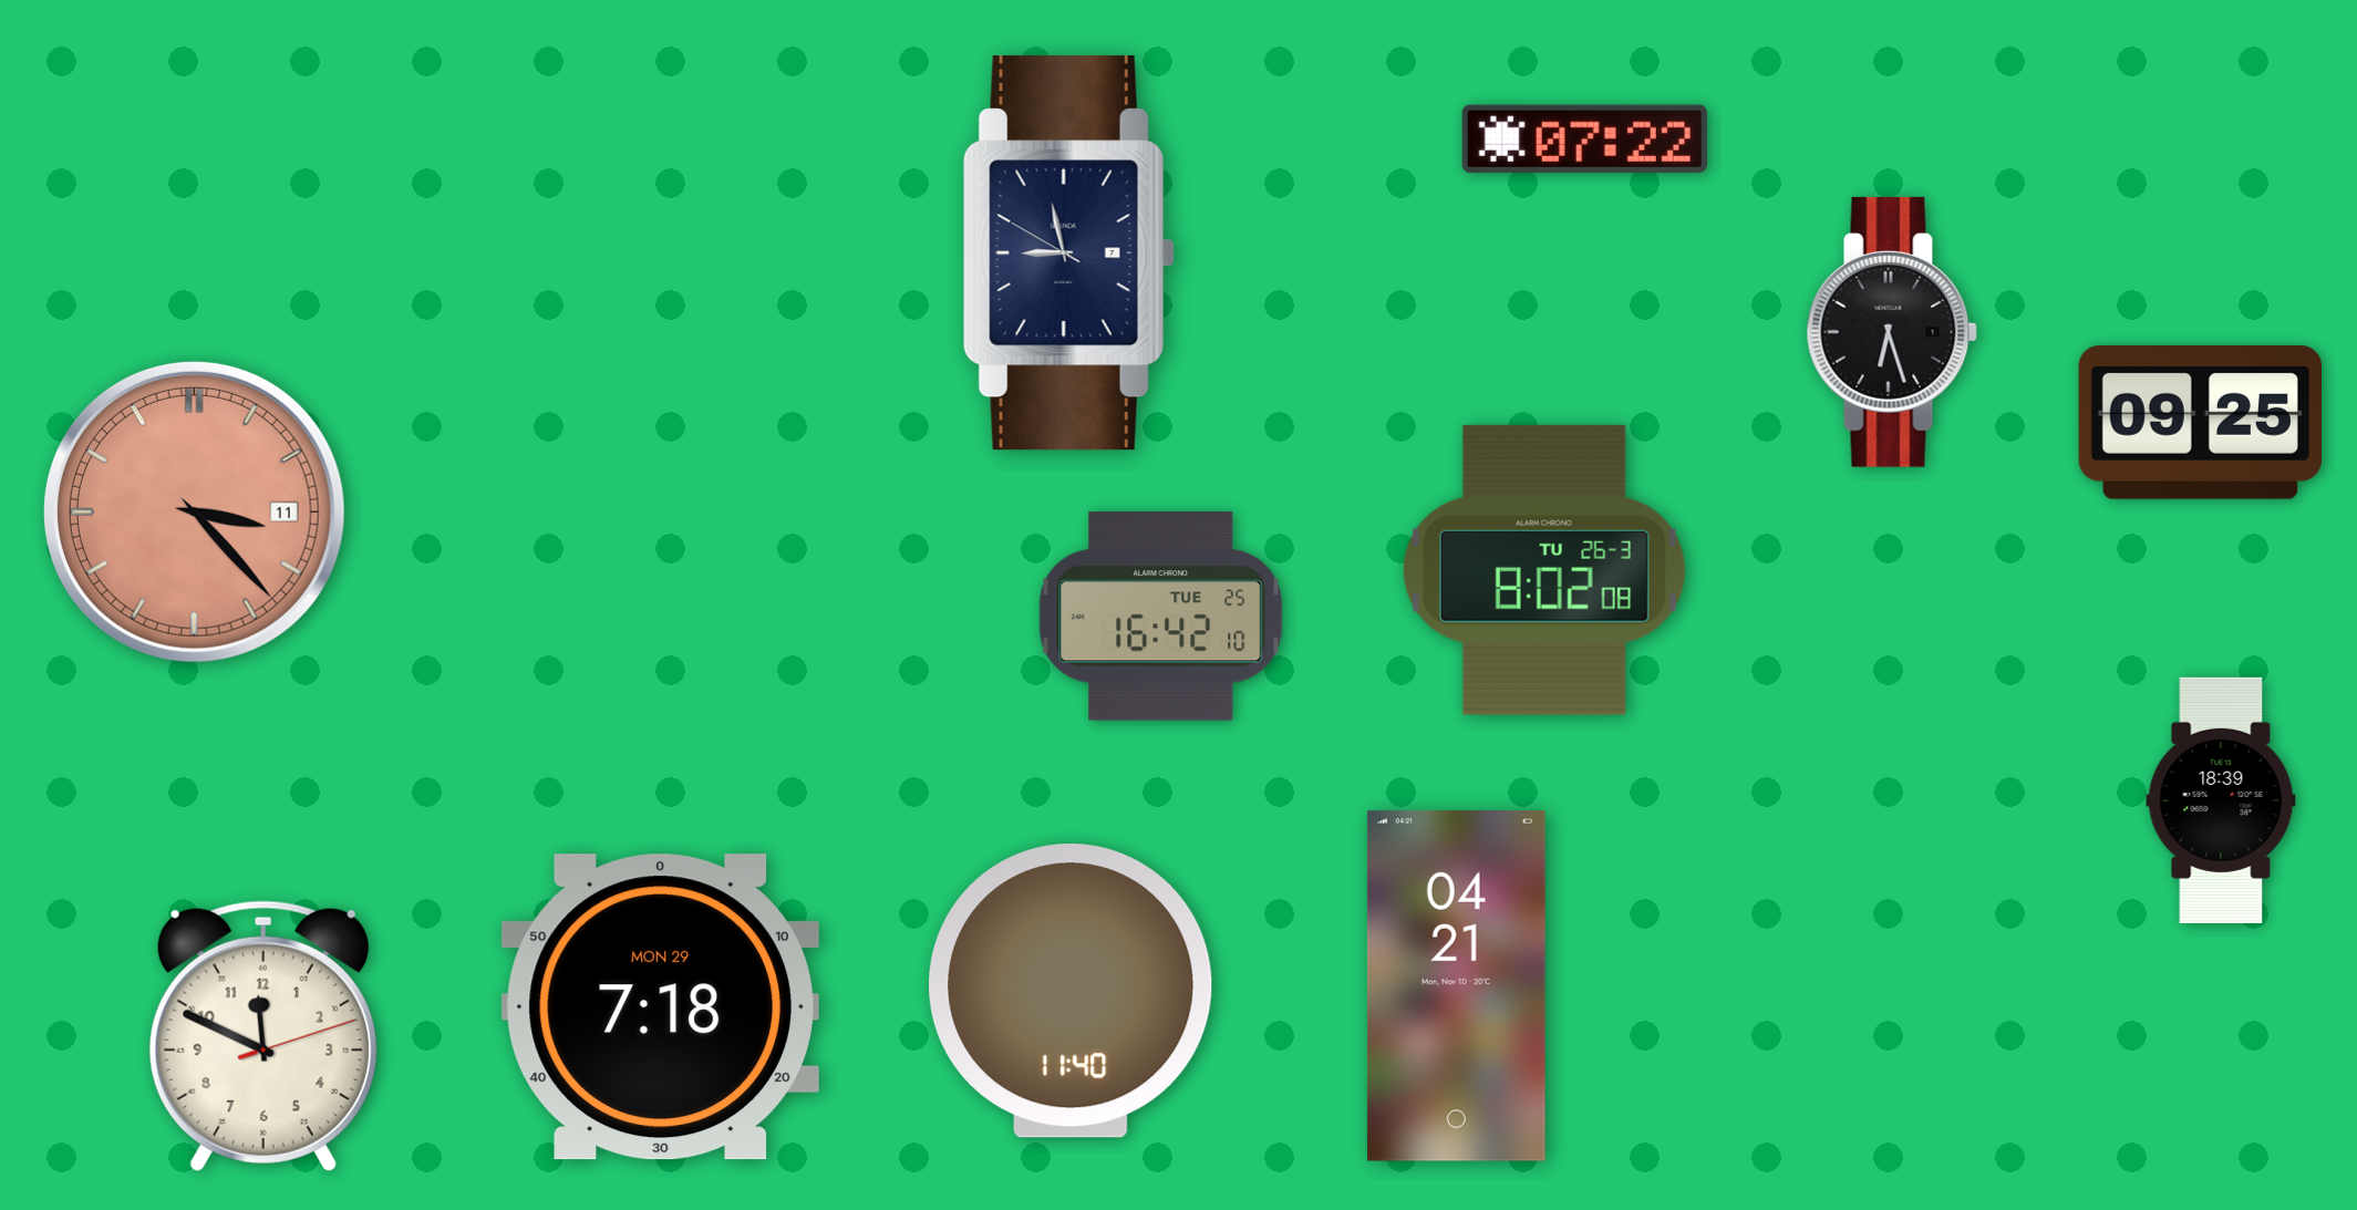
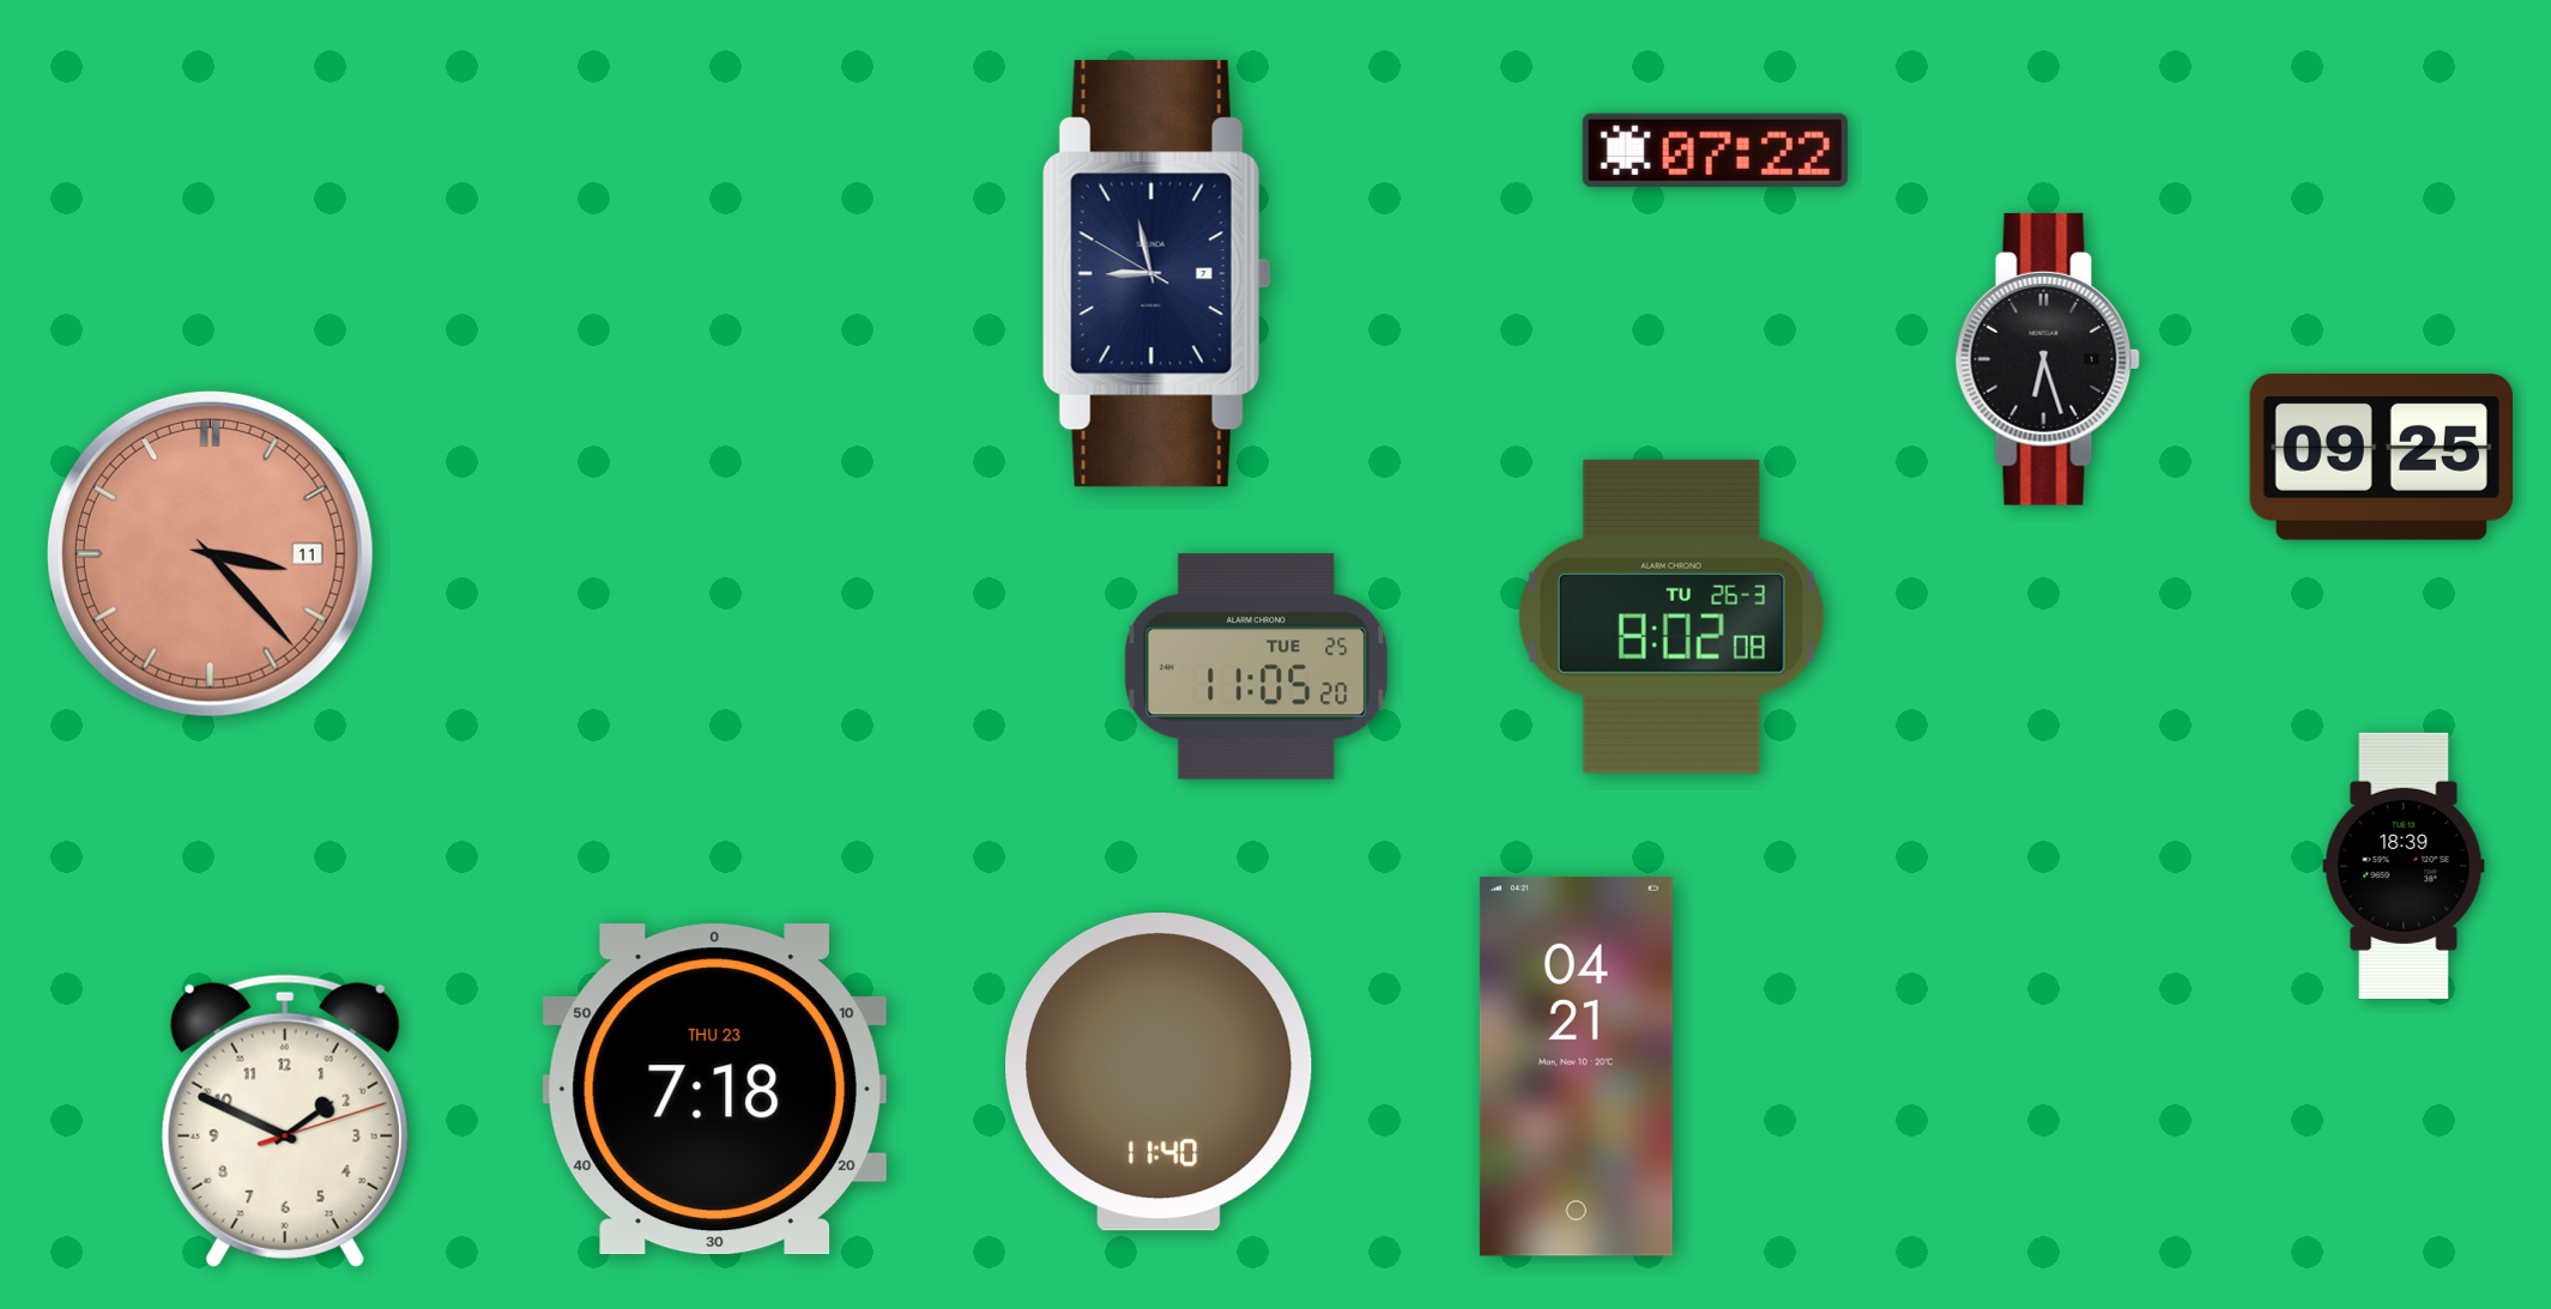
clock at (1161, 617): 16:42 -> 11:05
clock at (660, 1007) date: MON 29 -> THU 23
clock at (263, 1036): 11:49 -> 1:49
